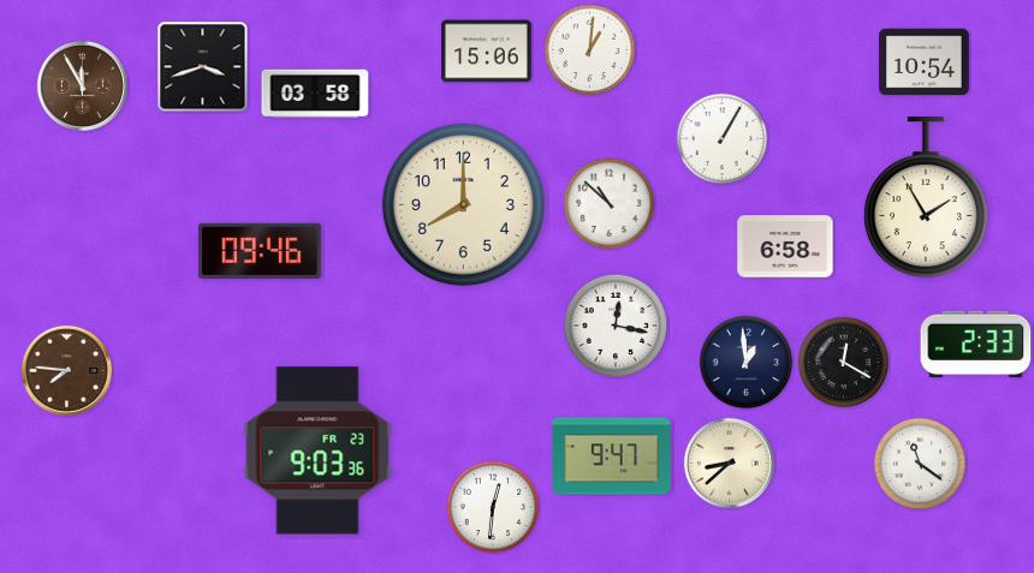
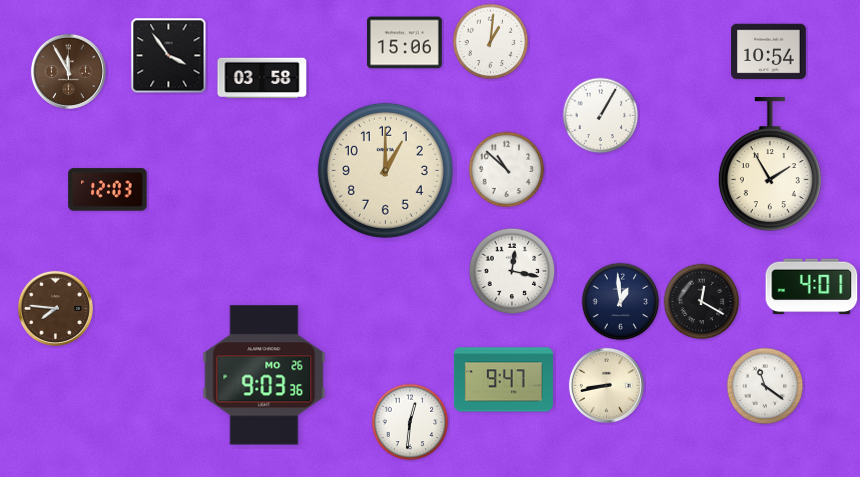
clock at (203, 67): 3:42 -> 3:54
clock at (463, 204): 8:00 -> 1:00
clock at (108, 190): none -> 12:03
clock at (785, 246): 6:58 -> none
clock at (260, 250): 09:46 -> none
clock at (976, 345): 2:33 -> 4:01
clock at (317, 450) date: FR 23 -> MO 26
clock at (611, 456) position: (611, 456) -> (503, 380)
clock at (729, 462): 8:38 -> 8:43
